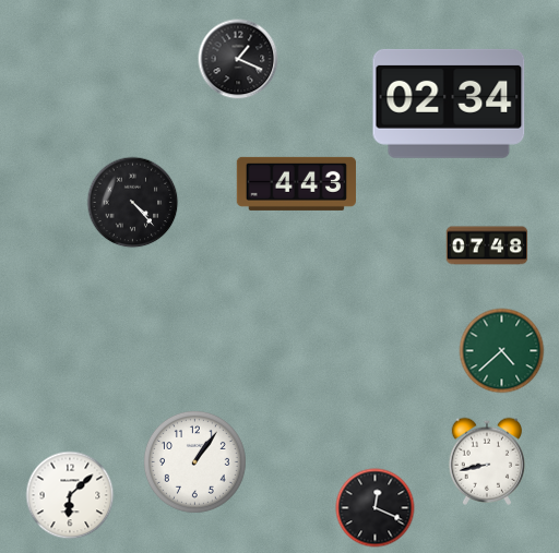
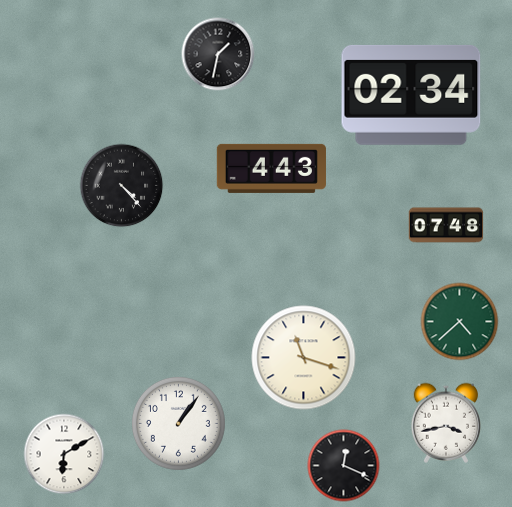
clock at (238, 59): 1:19 -> 1:32
clock at (304, 358): none -> 11:18
clock at (486, 461): 8:43 -> 3:43
clock at (70, 495): 6:08 -> 6:10
